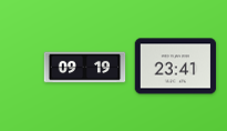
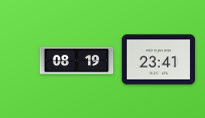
clock at (85, 68): 09:19 -> 08:19
